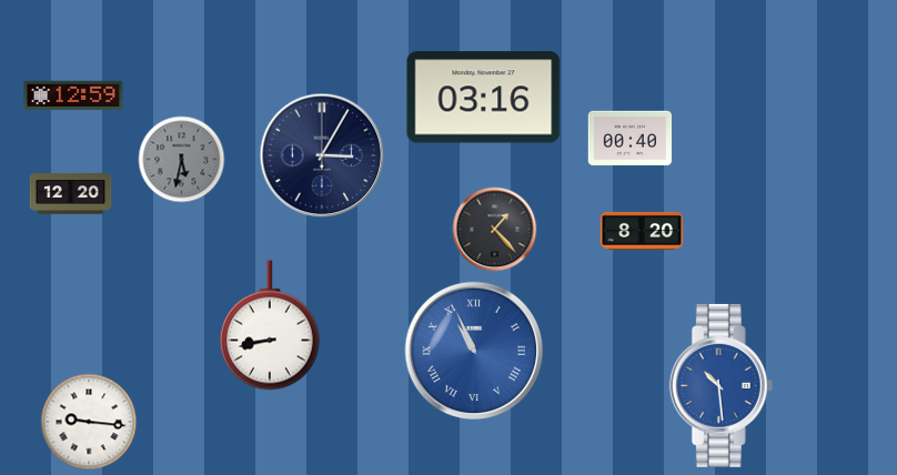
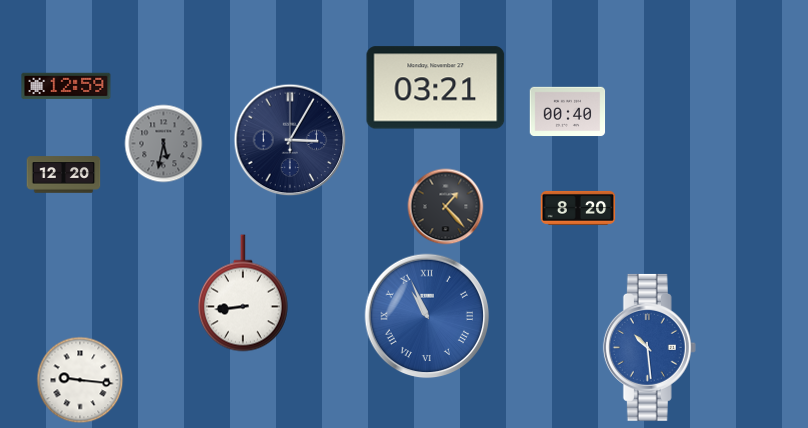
clock at (484, 98): 03:16 -> 03:21
clock at (631, 139) position: (631, 139) -> (568, 112)
clock at (270, 325): 8:43 -> 8:44
